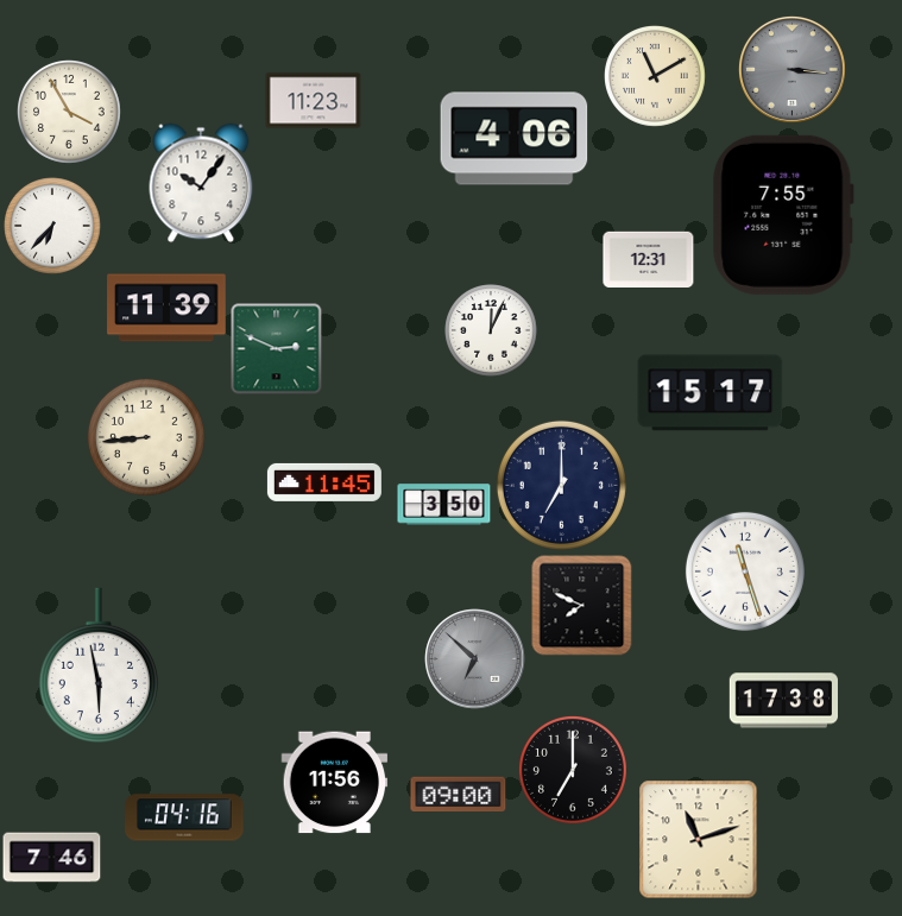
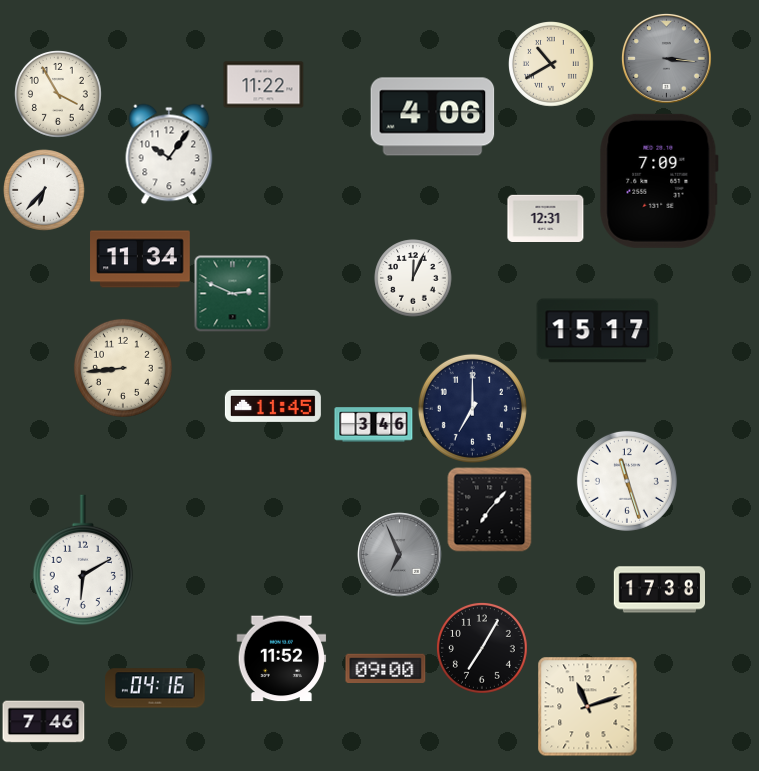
clock at (656, 77): 11:10 -> 10:40
clock at (314, 101): 11:23 -> 11:22
clock at (783, 215): 7:55 -> 7:09
clock at (166, 308): 11:39 -> 11:34
clock at (444, 505): 3:50 -> 3:46
clock at (582, 606): 7:49 -> 7:07
clock at (475, 659): 6:52 -> 6:56
clock at (99, 665): 5:58 -> 6:10
clock at (573, 770): 7:00 -> 7:05
clock at (335, 783): 11:56 -> 11:52
